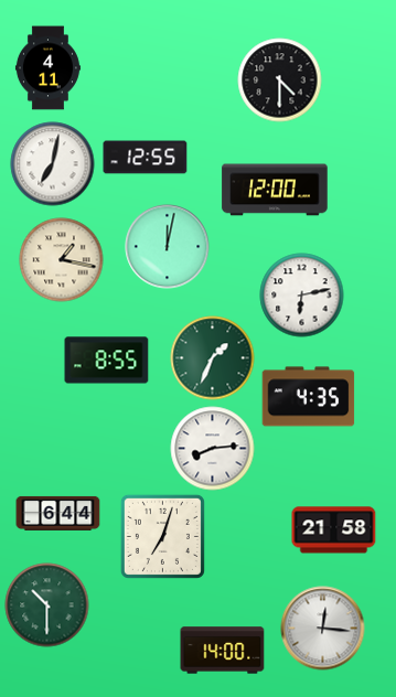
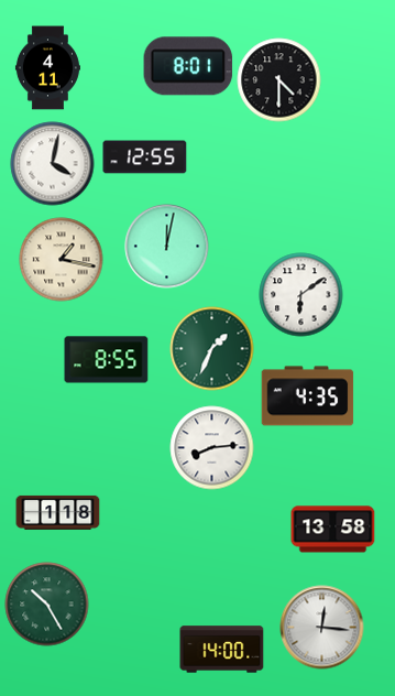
clock at (188, 66): none -> 8:01
clock at (53, 164): 7:02 -> 4:02
clock at (275, 190): 12:00 -> none
clock at (302, 296): 6:13 -> 6:09
clock at (213, 358) position: (213, 358) -> (212, 349)
clock at (58, 513): 6:44 -> 1:18
clock at (334, 530): 21:58 -> 13:58
clock at (162, 536): 7:03 -> none
clock at (47, 605): 10:30 -> 10:25
